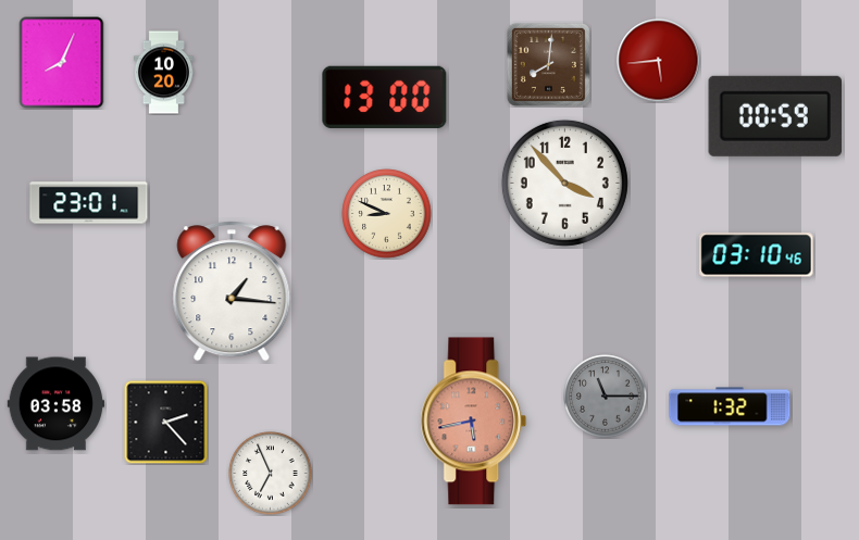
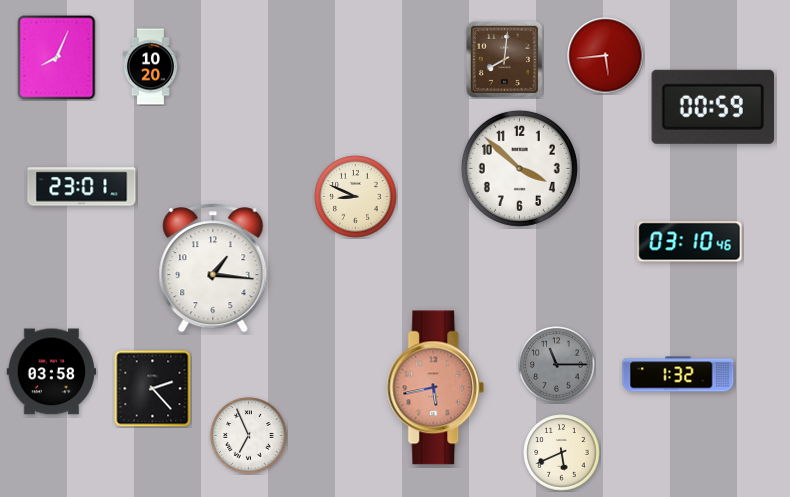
clock at (385, 97): 13:00 -> none
clock at (564, 183): 3:53 -> 3:52
clock at (757, 255) position: (757, 255) -> (690, 242)
clock at (730, 406) position: (730, 406) -> (678, 374)
clock at (562, 453): none -> 5:41
